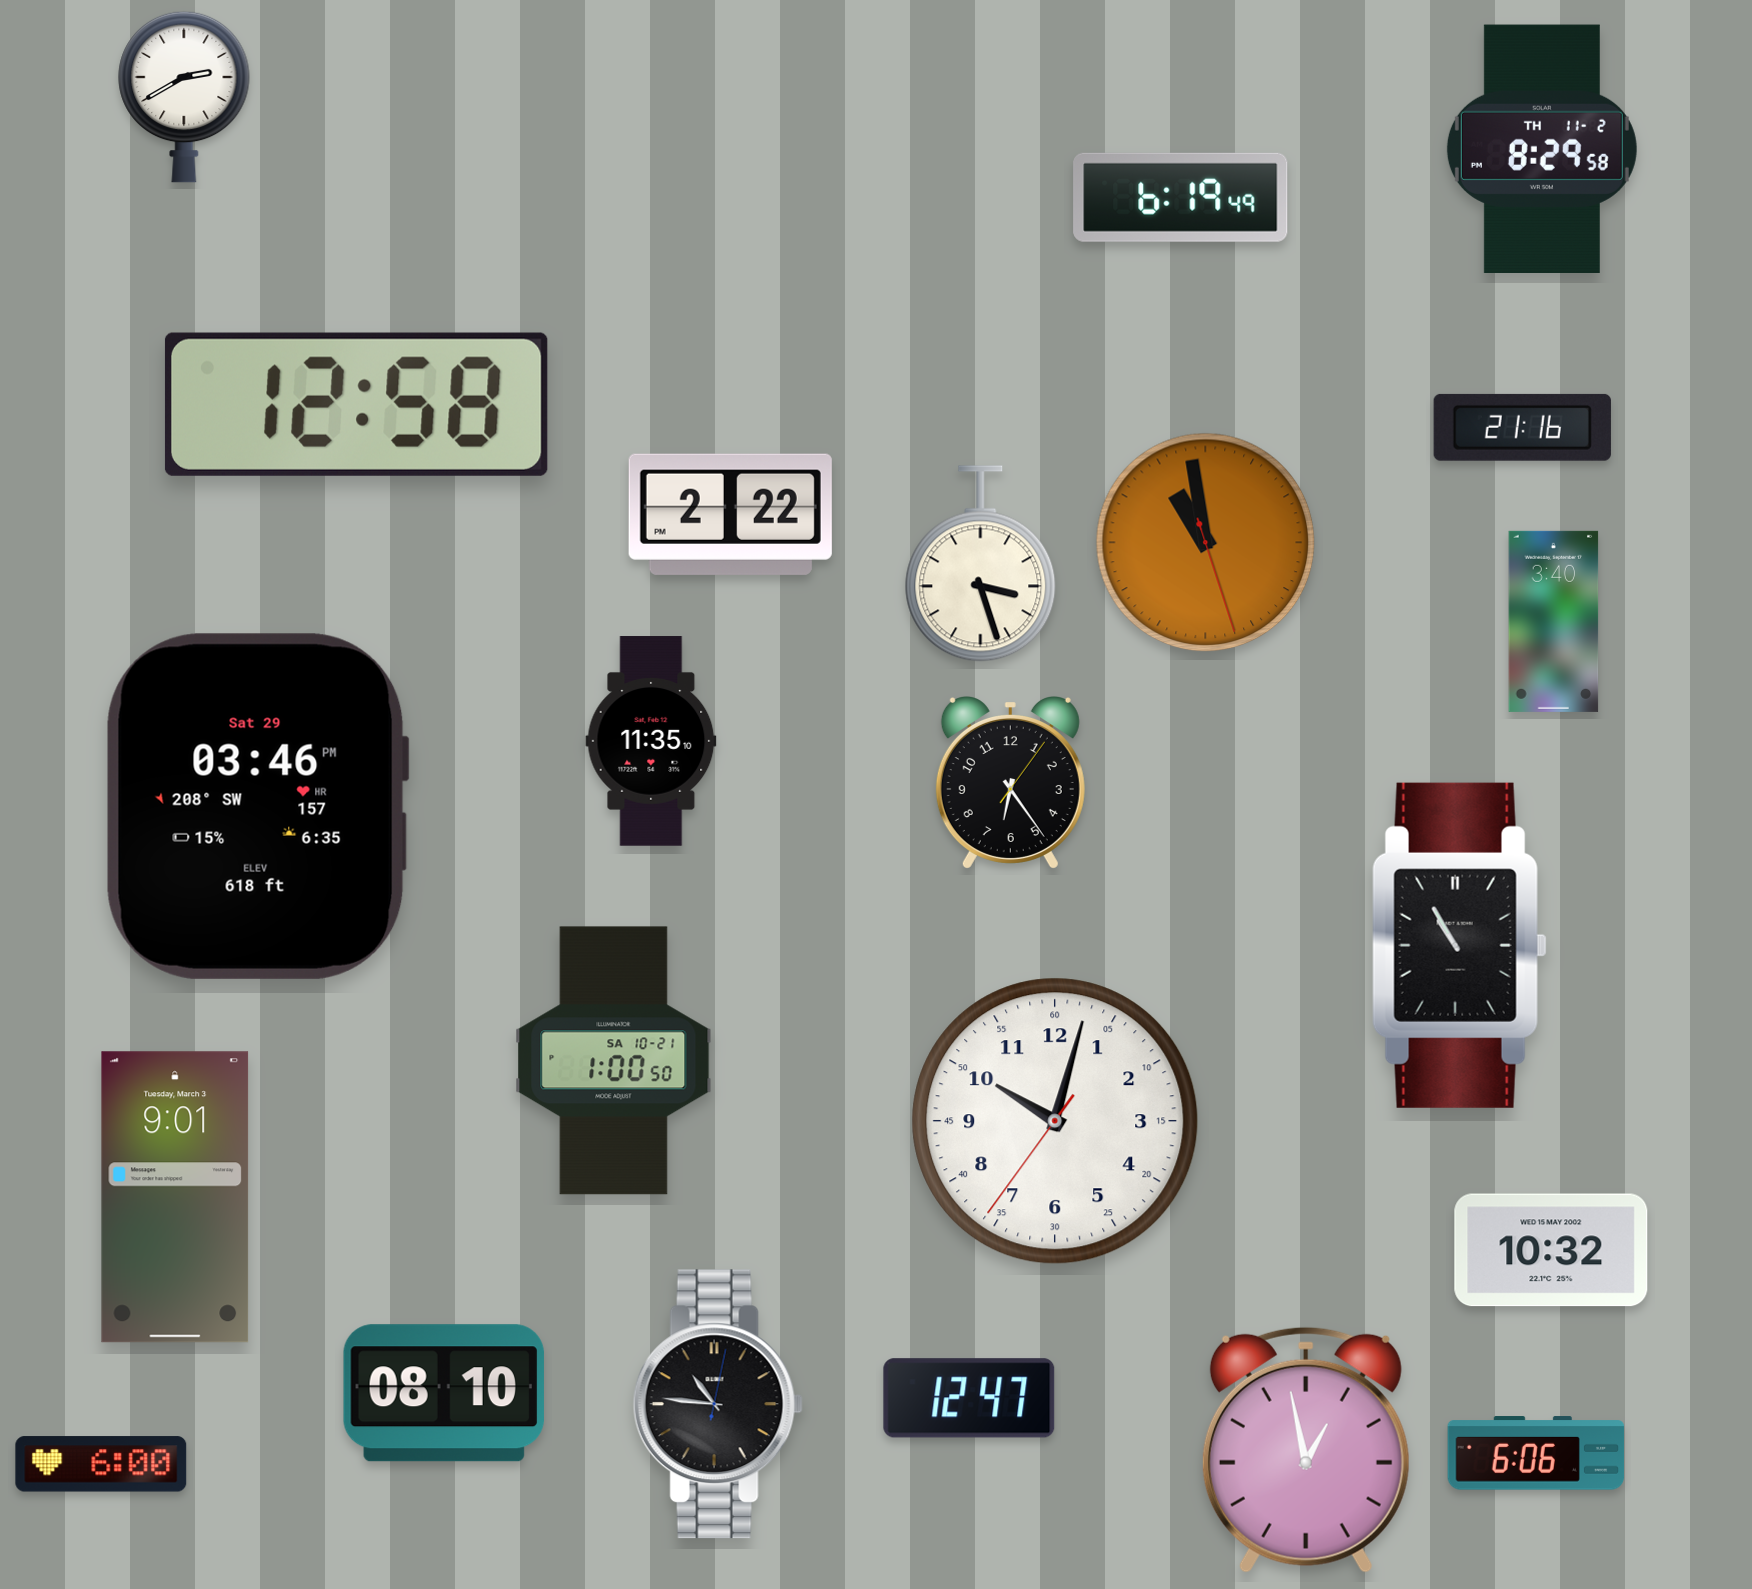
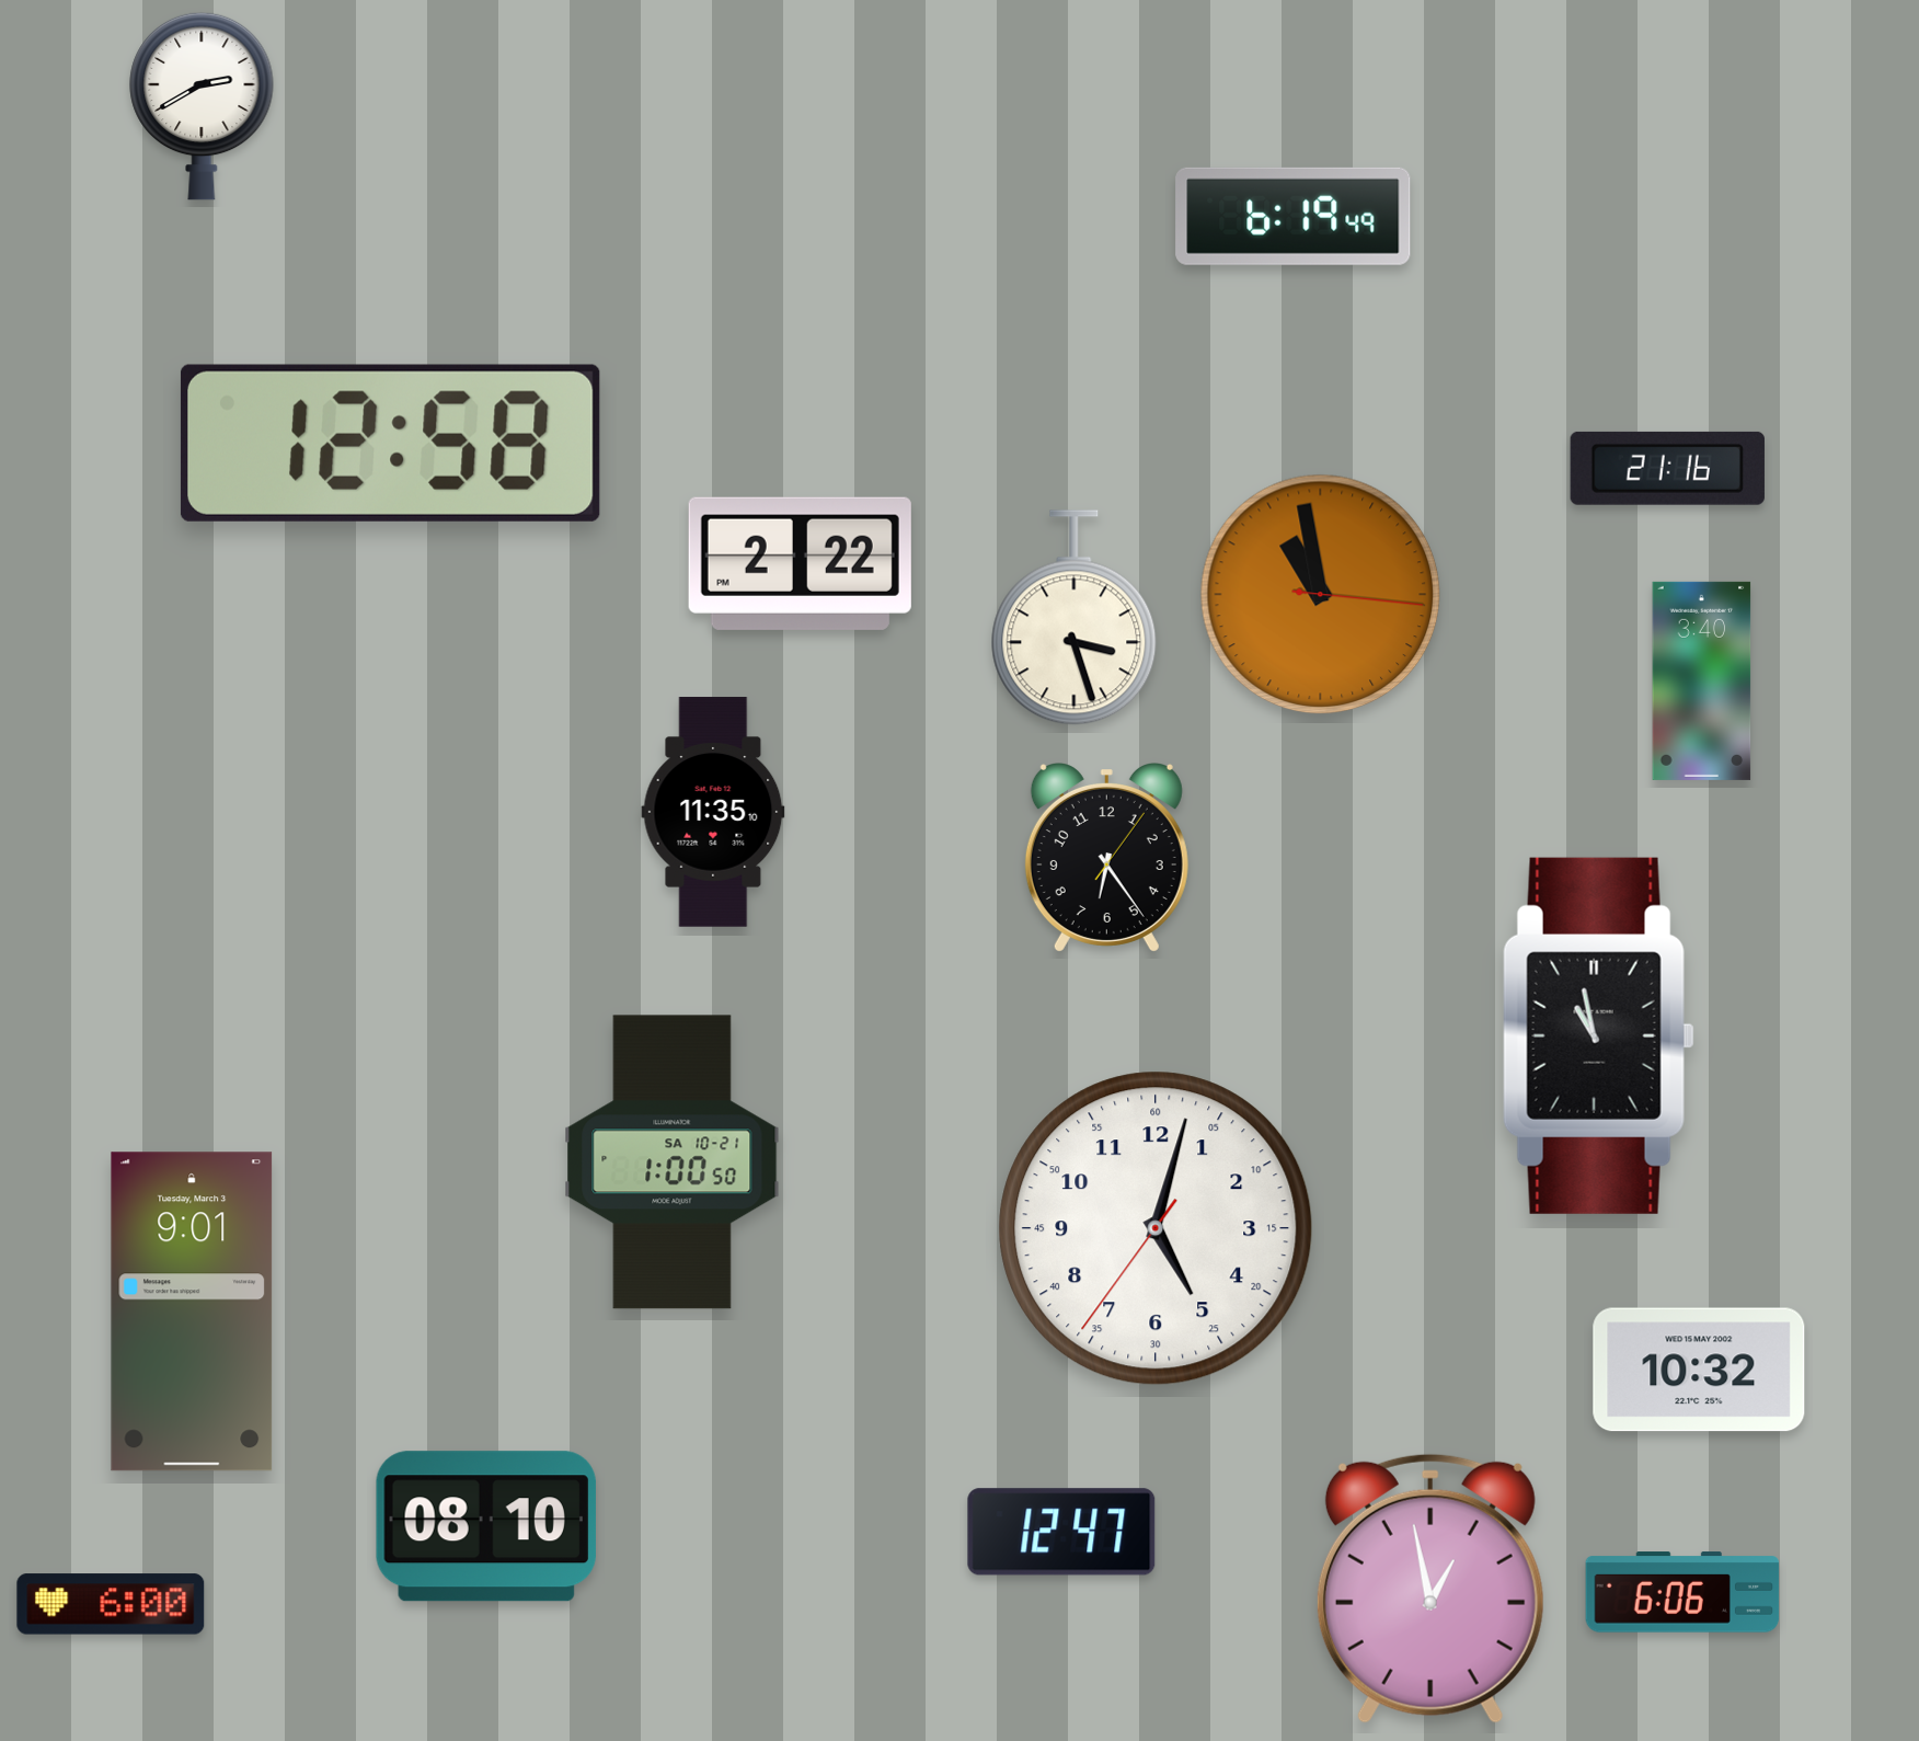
clock at (1542, 148): 8:29 -> none
clock at (1206, 543): 10:58:27 -> 10:58:16
clock at (257, 806): 03:46 -> none
clock at (1459, 945): 10:55 -> 10:58
clock at (1055, 1121): 10:02 -> 5:02
clock at (718, 1404): 10:46 -> none
